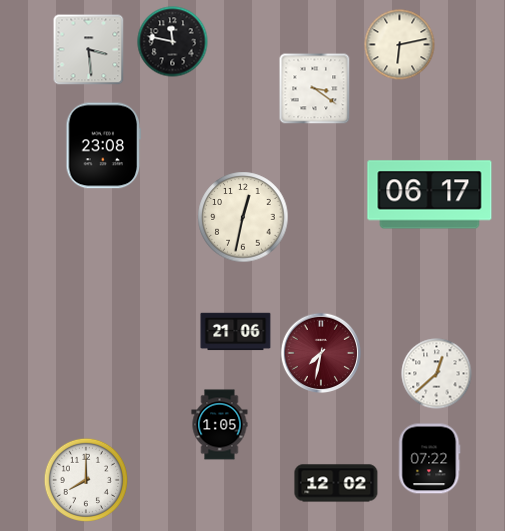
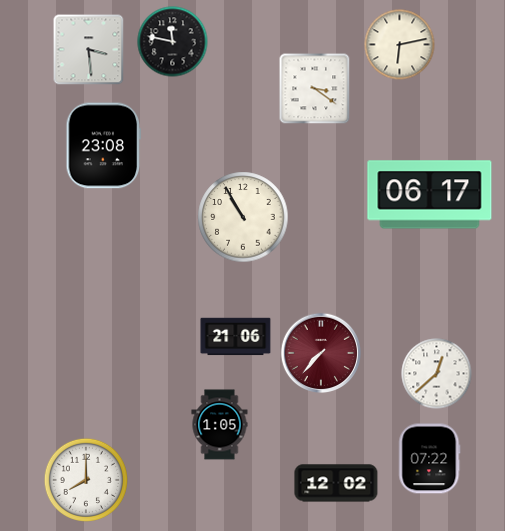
clock at (243, 217): 12:32 -> 10:55
clock at (236, 332) position: (236, 332) -> (236, 337)
clock at (321, 353): 7:32 -> 7:37
